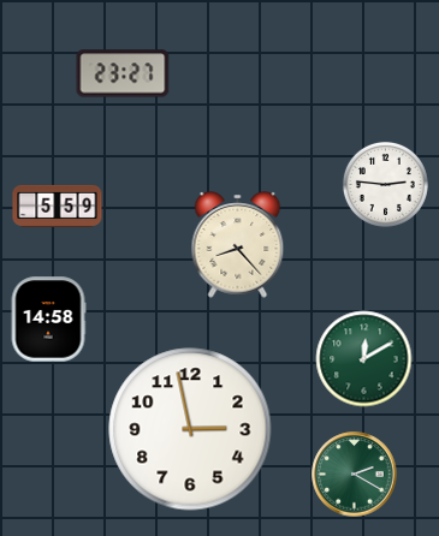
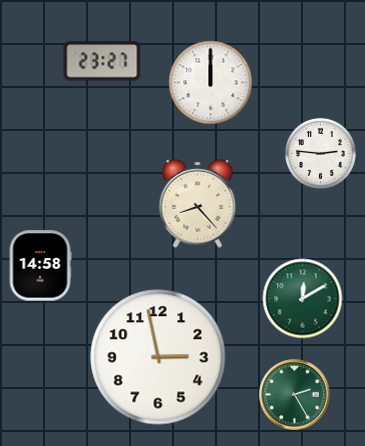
clock at (211, 83): none -> 12:00
clock at (58, 206): 5:59 -> none
clock at (355, 475): 2:20 -> 2:25
